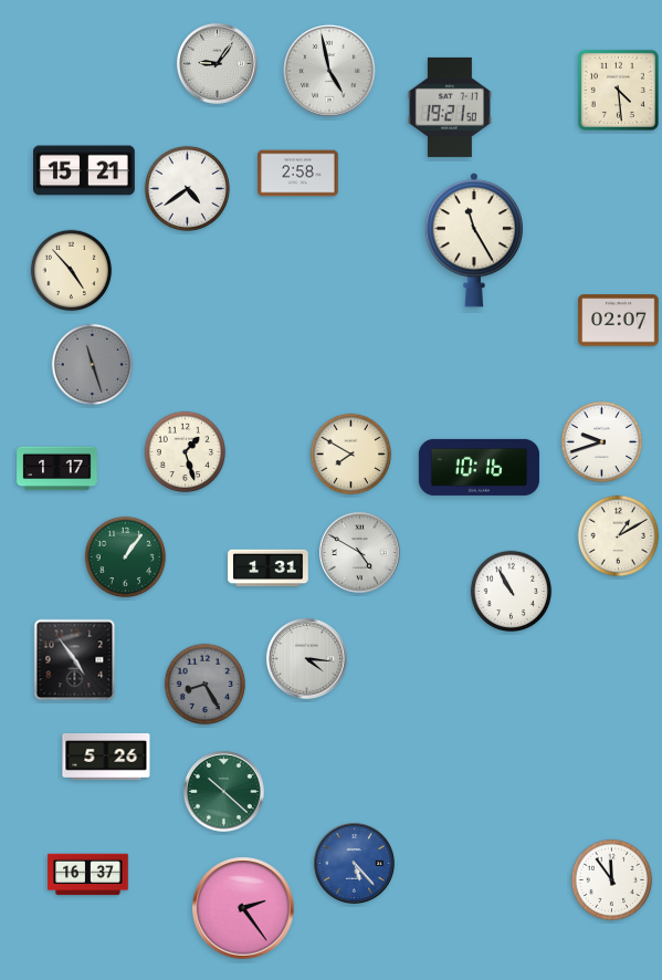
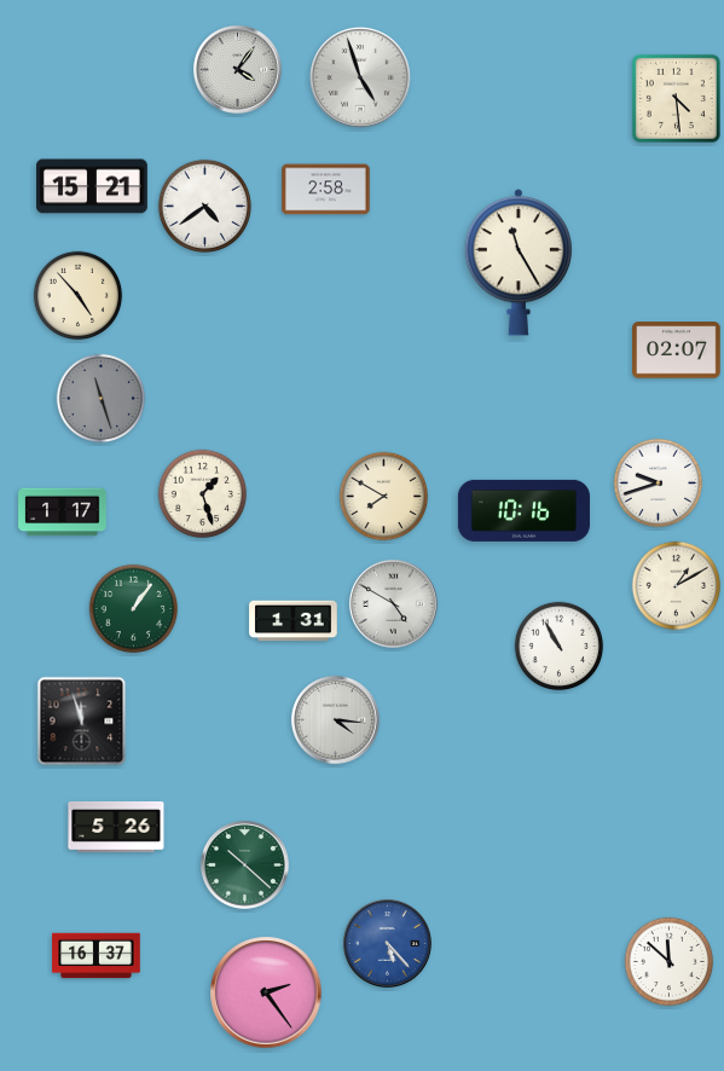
clock at (217, 63): 9:06 -> 4:06
clock at (329, 71): 4:58 -> 4:57
clock at (450, 107): 19:21 -> none
clock at (126, 557) position: (126, 557) -> (134, 609)
clock at (75, 660): 4:54 -> 11:57
clock at (206, 685): 8:25 -> none
clock at (612, 880): 11:54 -> 11:52
